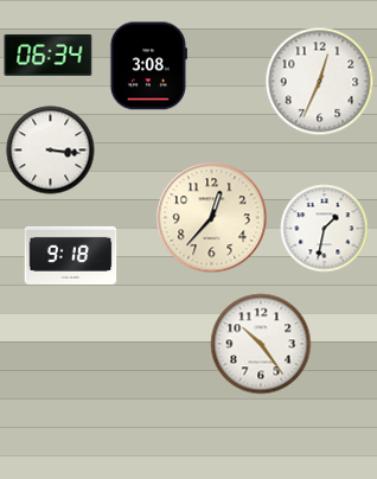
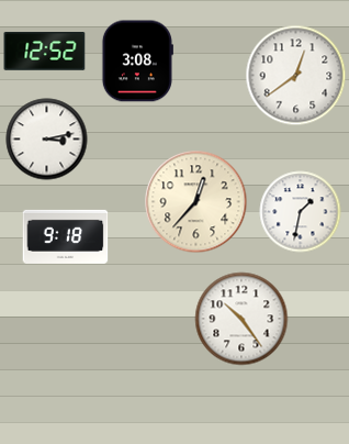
clock at (49, 56): 06:34 -> 12:52
clock at (320, 82): 12:34 -> 12:39
clock at (51, 151): 3:16 -> 3:13
